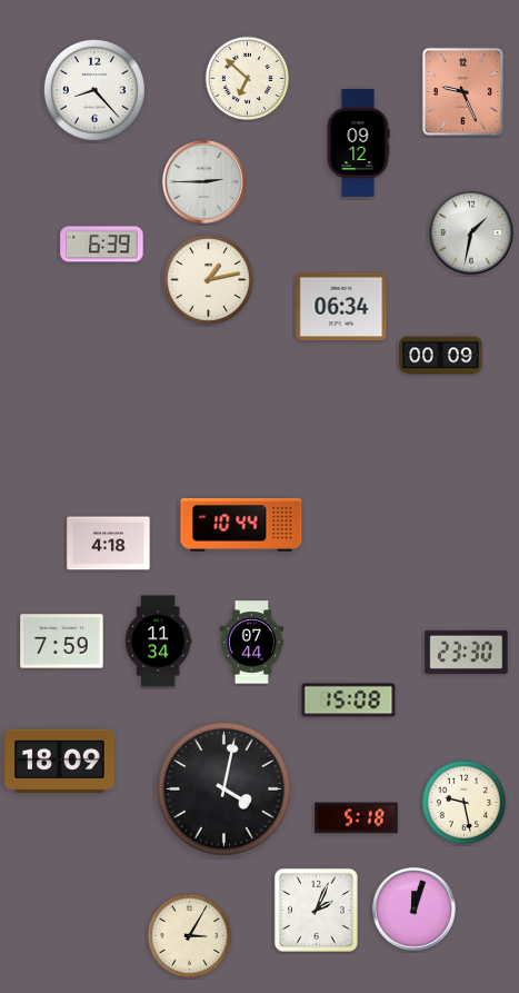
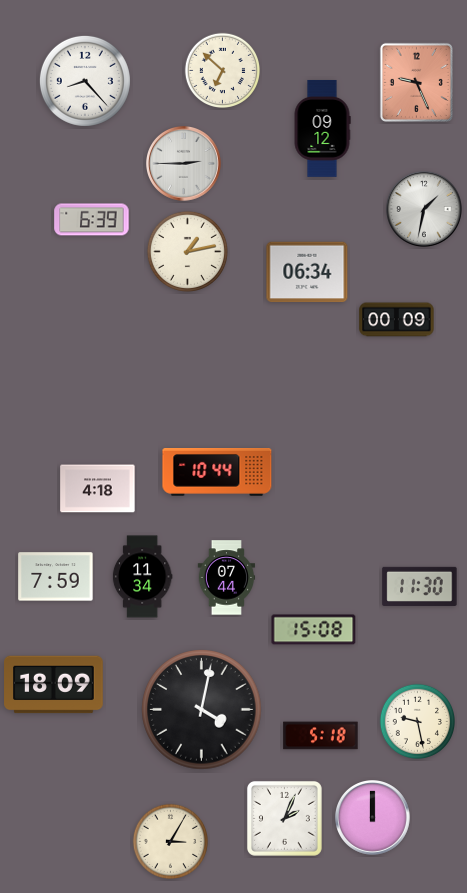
clock at (341, 307) position: (341, 307) -> (307, 272)
clock at (467, 652): 23:30 -> 11:30
clock at (415, 910): 12:03 -> 12:00
